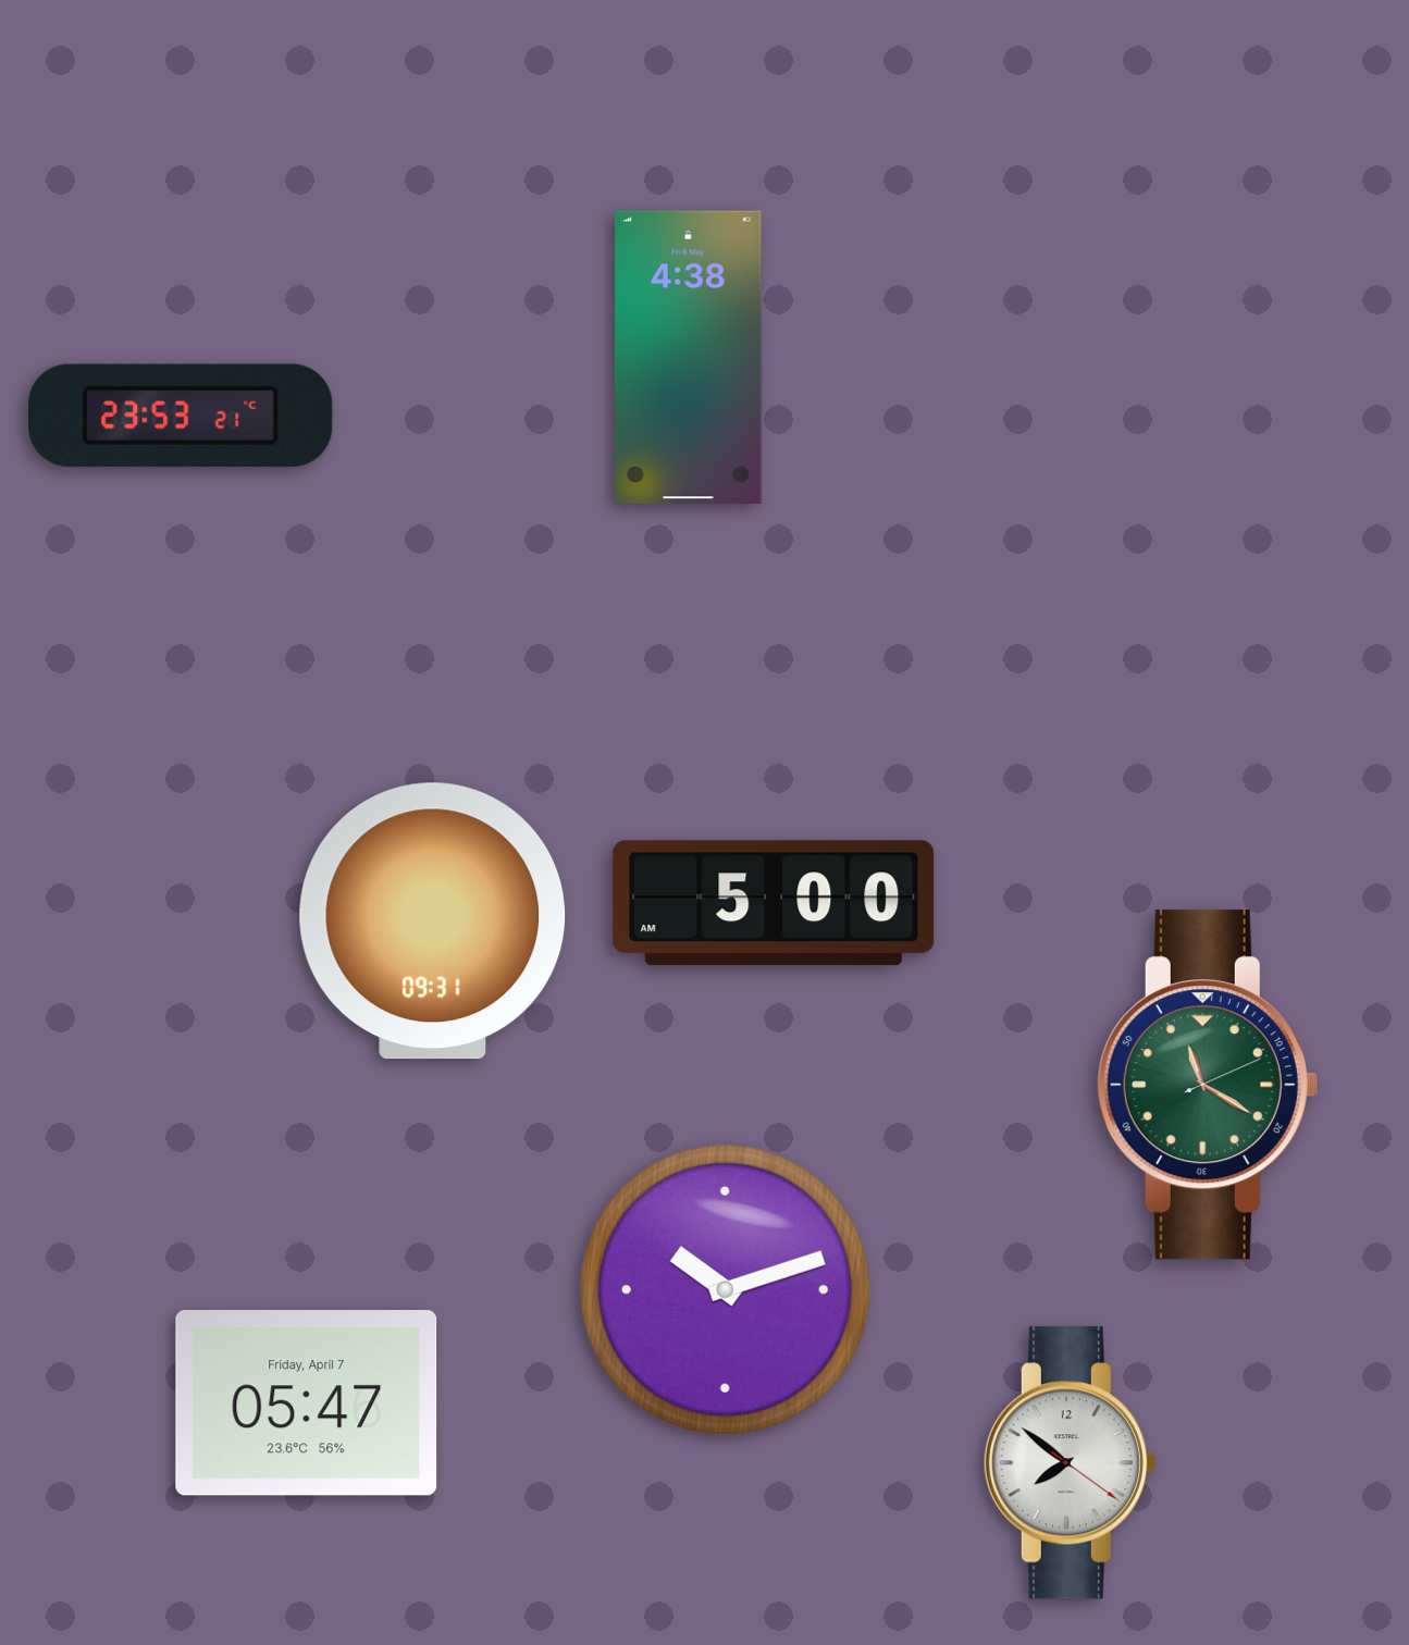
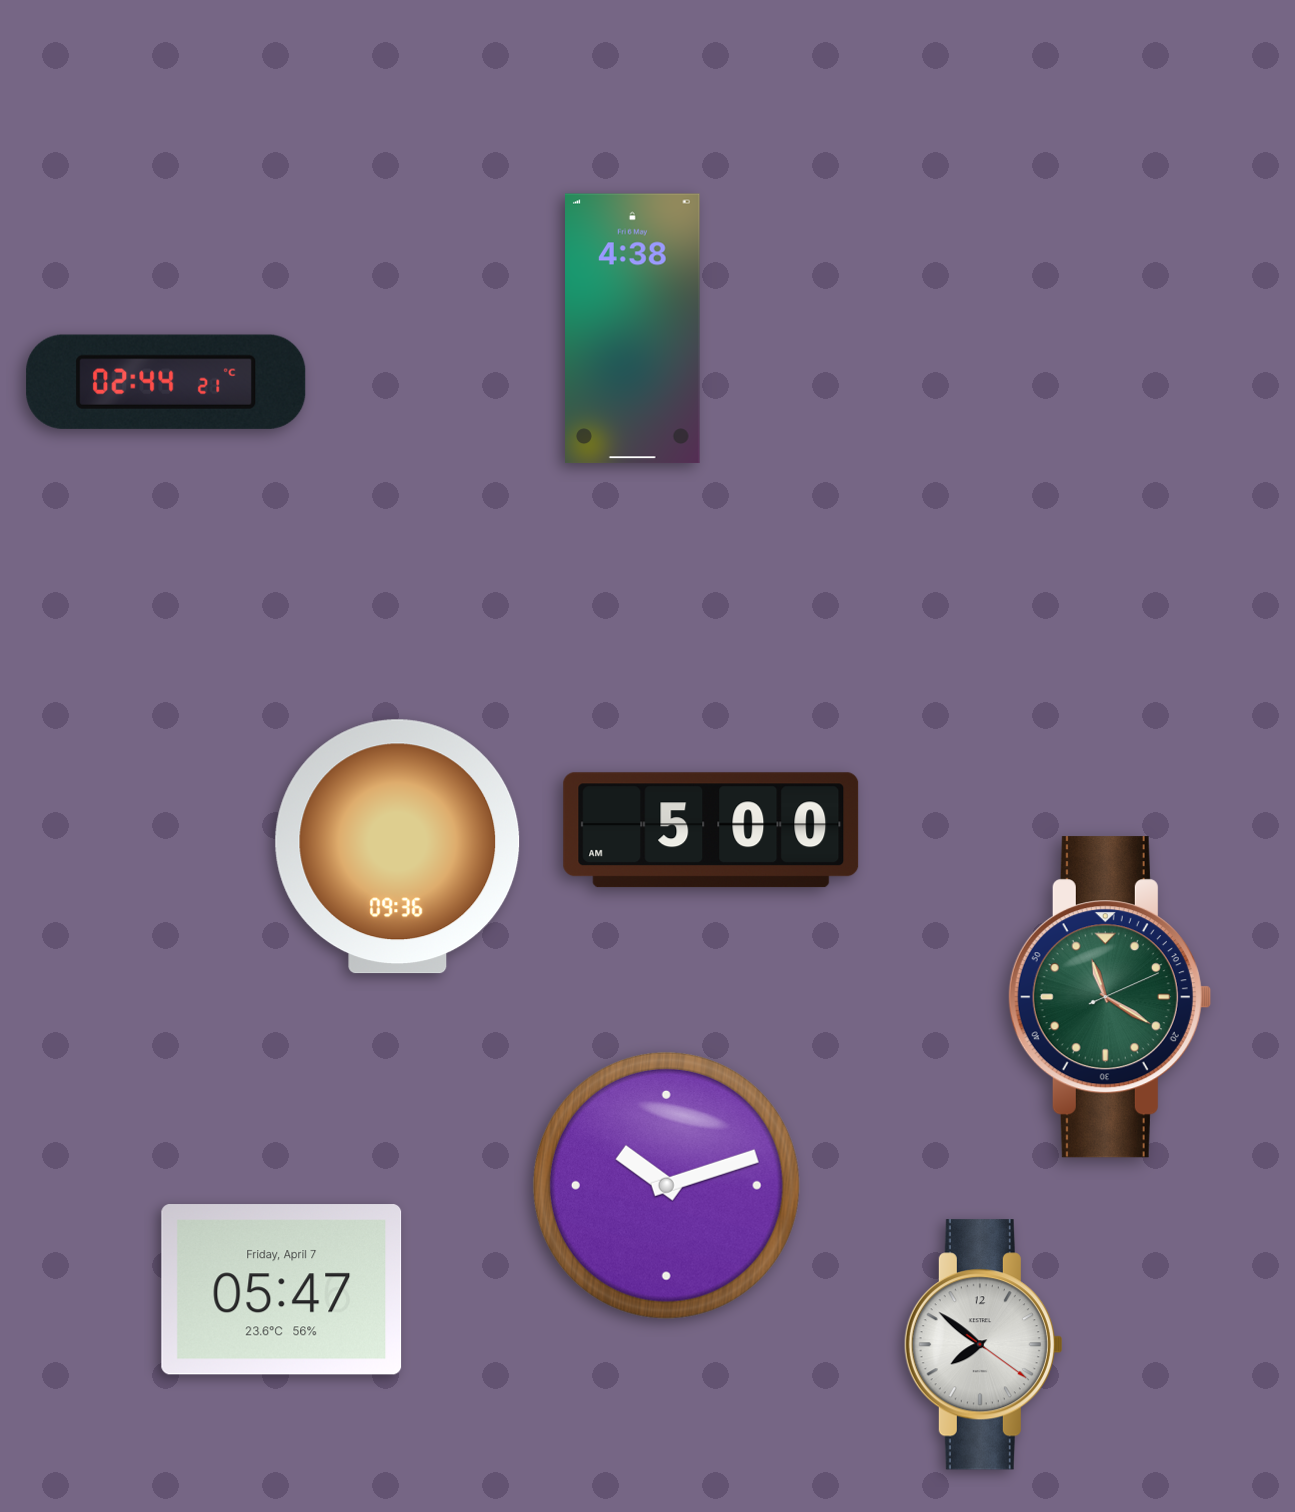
clock at (181, 416): 23:53 -> 02:44
clock at (433, 922): 09:31 -> 09:36
